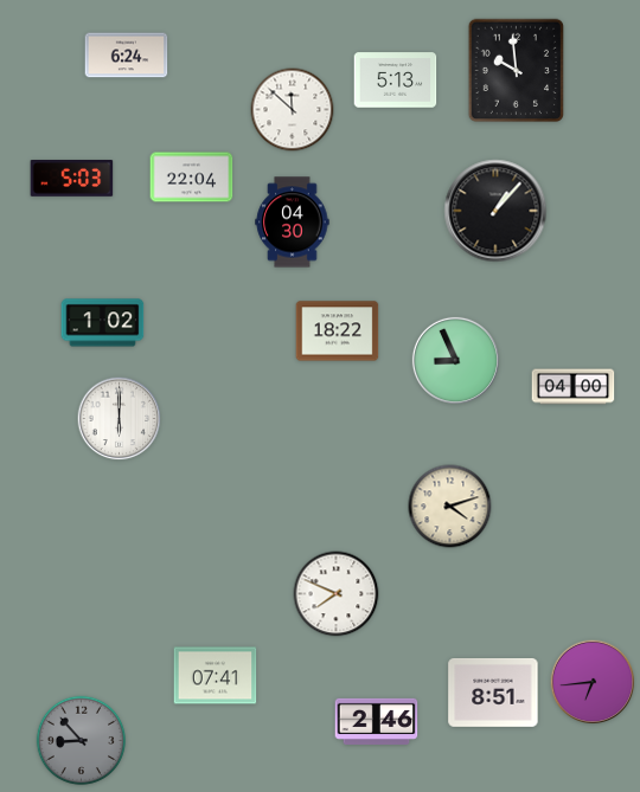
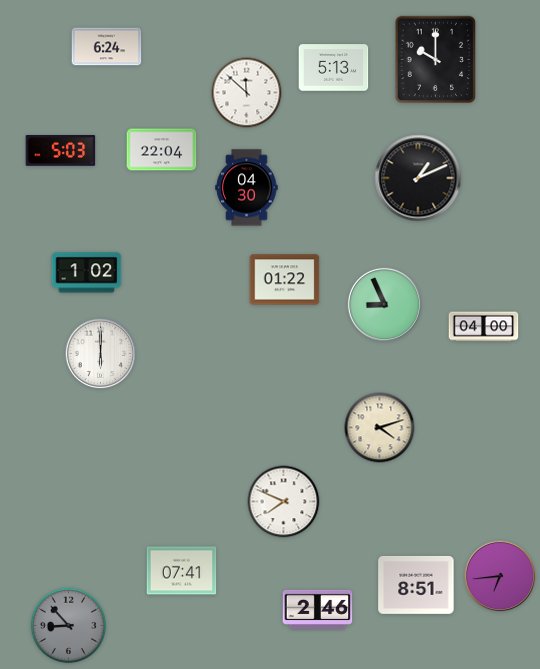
clock at (517, 71): 9:59 -> 10:00
clock at (495, 211): 1:07 -> 1:11
clock at (338, 331): 18:22 -> 01:22
